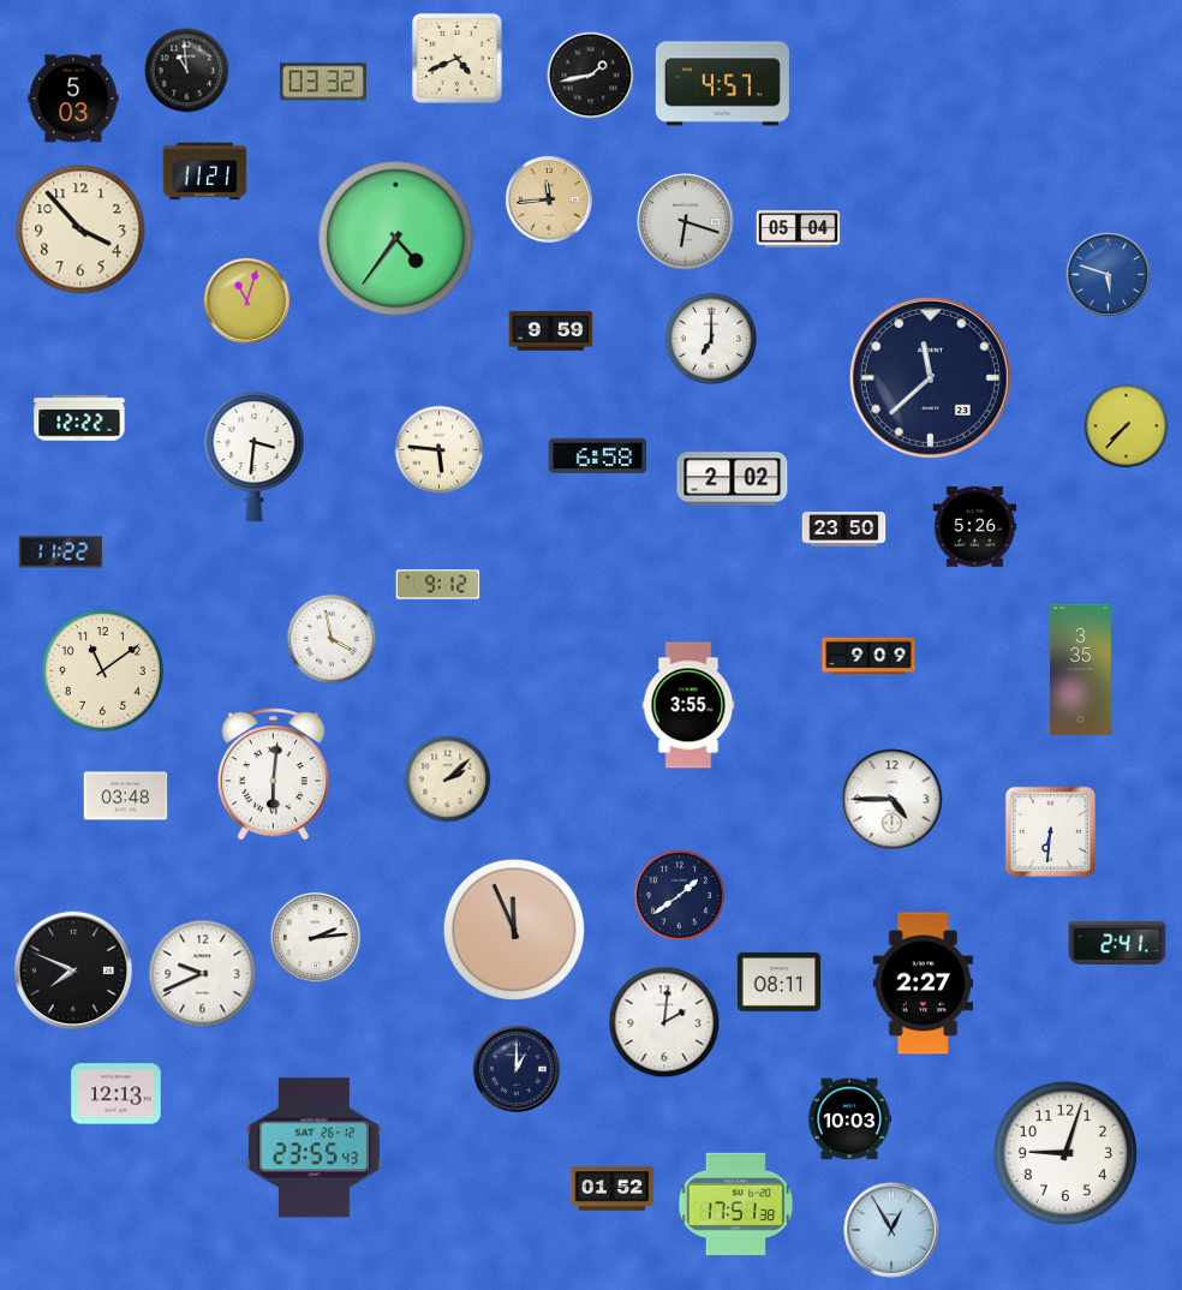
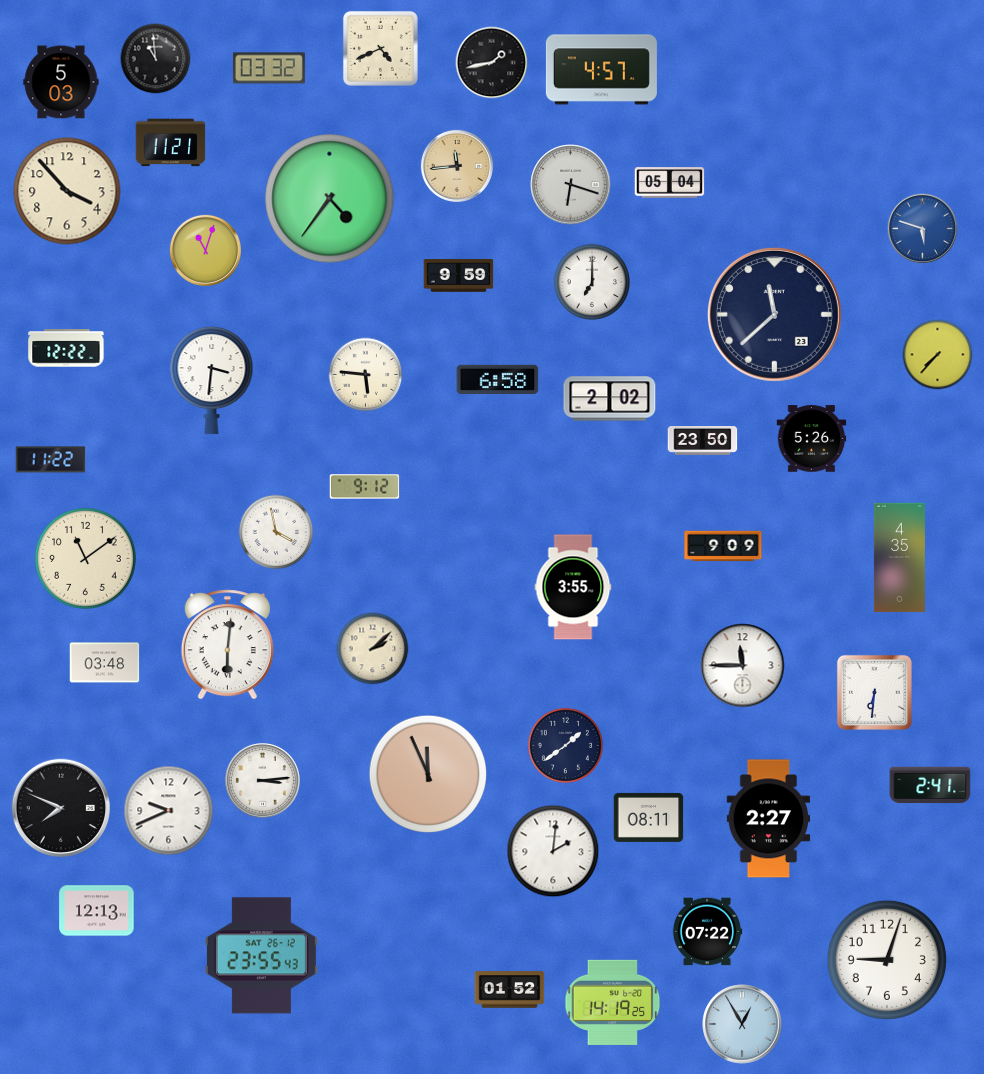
clock at (799, 229) position: (799, 229) -> (670, 183)
clock at (1080, 670): 3:35 -> 4:35
clock at (893, 800): 4:45 -> 11:45
clock at (316, 938): 2:14 -> 3:14
clock at (517, 1069): 1:00 -> none
clock at (849, 1119): 10:03 -> 07:22
clock at (736, 1204): 17:51 -> 14:19
